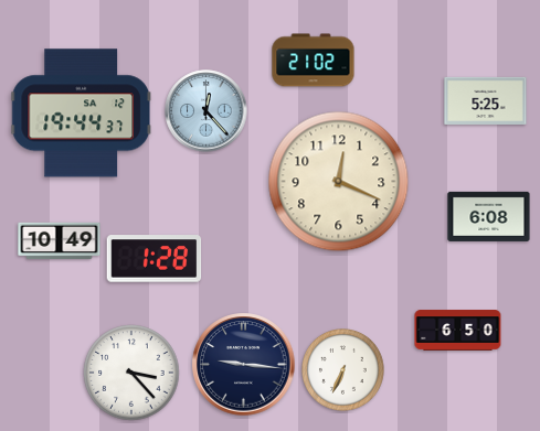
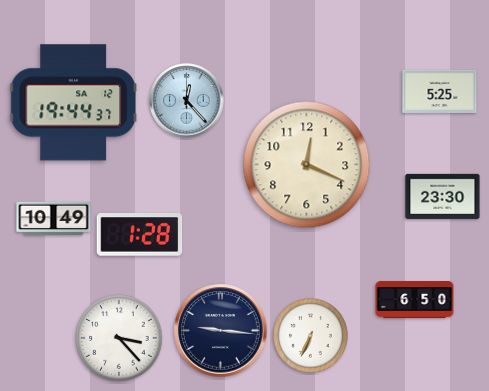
clock at (314, 61): 21:02 -> none
clock at (489, 216): 6:08 -> 23:30
